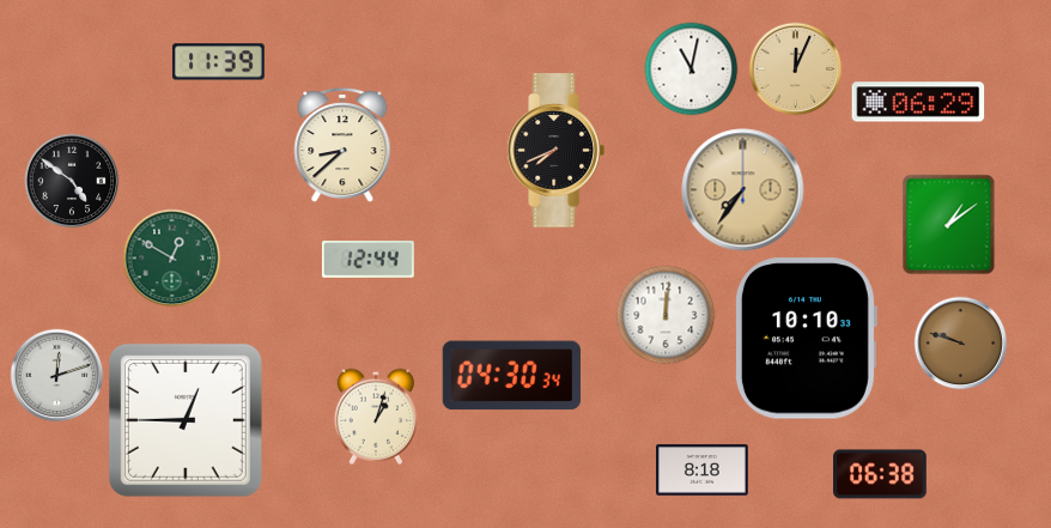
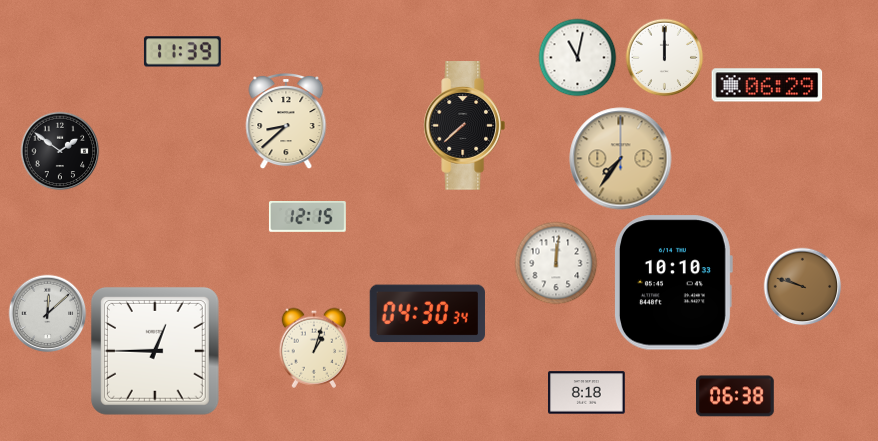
clock at (795, 68): 12:04 -> 12:00
clock at (795, 68) dial: champagne -> white
clock at (555, 151): 7:41 -> 7:38
clock at (72, 181): 4:51 -> 1:51
clock at (949, 224): 1:09 -> none
clock at (171, 257): 12:50 -> none
clock at (367, 260): 12:44 -> 12:15
clock at (56, 375): 12:12 -> 12:08
